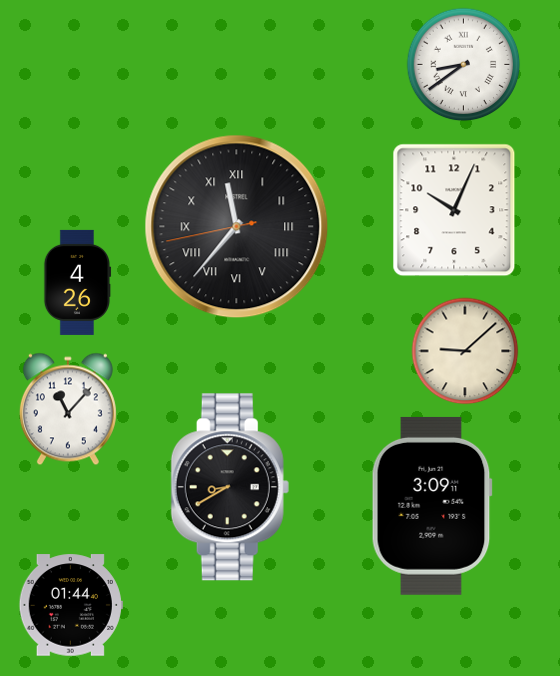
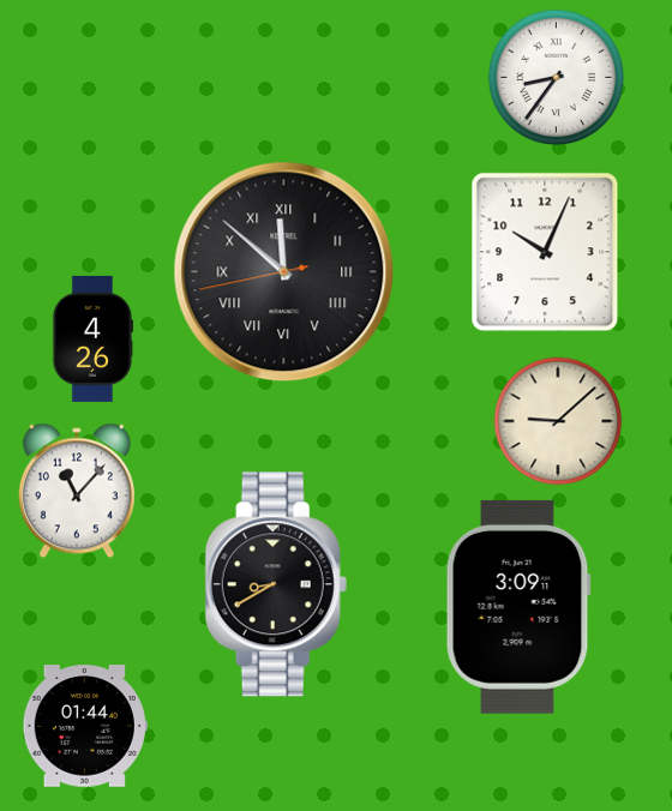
clock at (464, 65): 8:39 -> 8:36
clock at (237, 227): 11:36 -> 11:51
clock at (68, 409) position: (68, 409) -> (77, 491)
